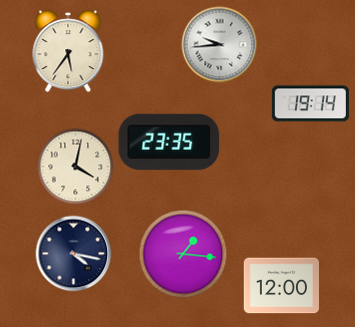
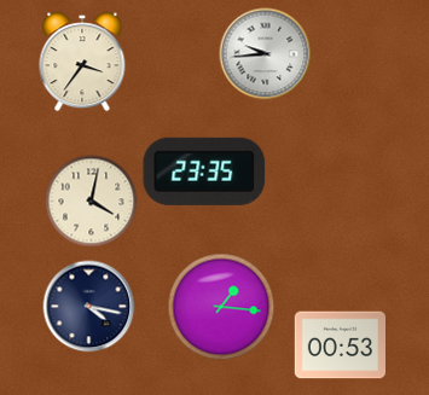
clock at (68, 51): 5:36 -> 3:36
clock at (310, 104): 19:14 -> none
clock at (281, 286): 12:00 -> 00:53
